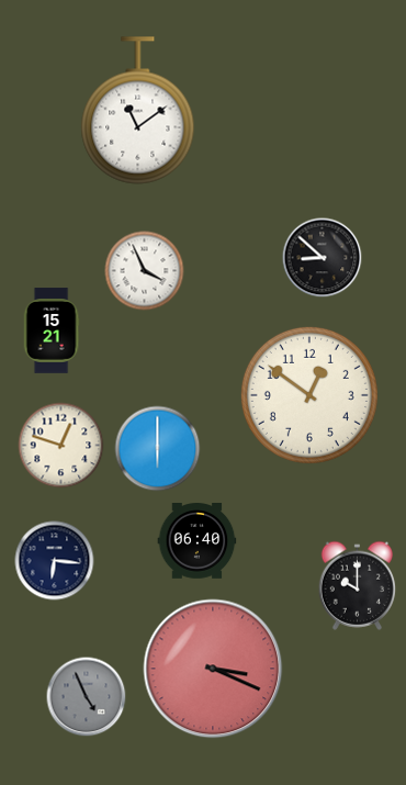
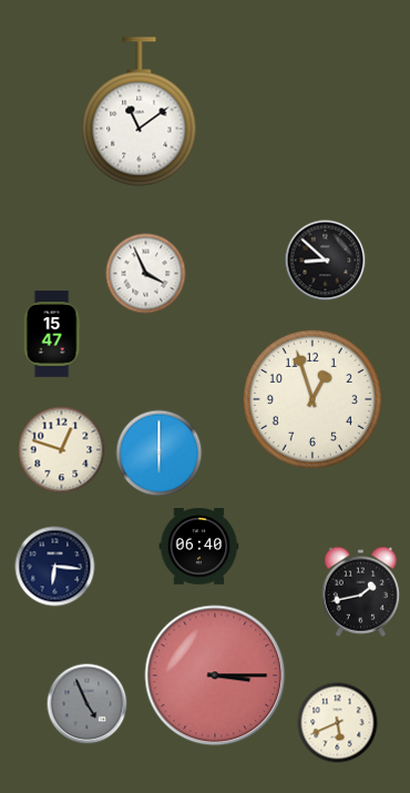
clock at (52, 330): 15:21 -> 15:47
clock at (309, 395): 12:51 -> 12:57
clock at (357, 585): 10:00 -> 1:43
clock at (213, 669): 3:19 -> 3:15
clock at (338, 723): none -> 5:41
